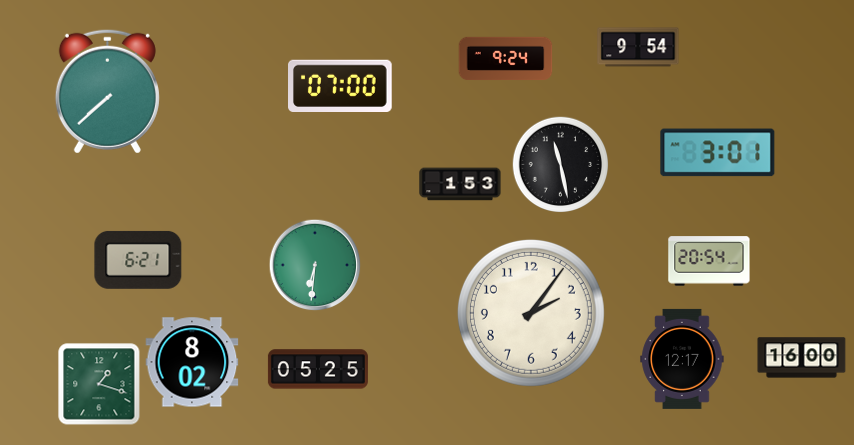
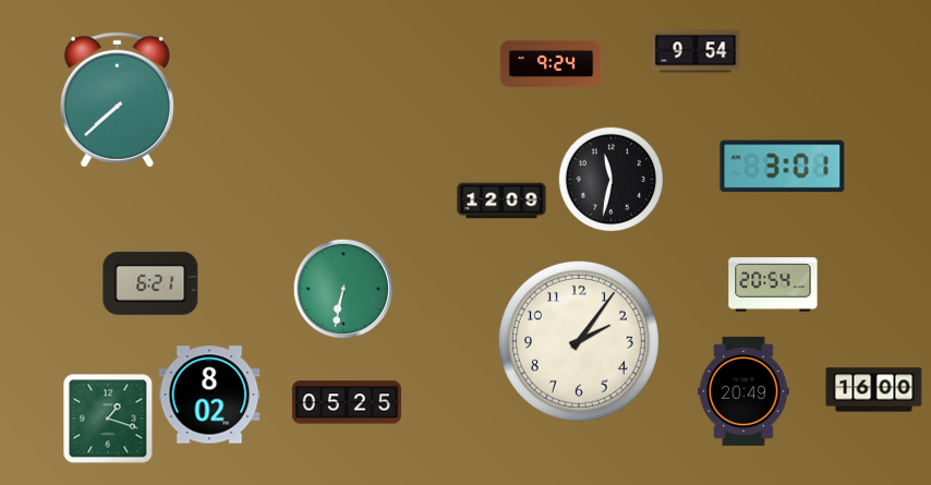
clock at (341, 85): 07:00 -> none
clock at (561, 165): 11:28 -> 11:32
clock at (460, 184): 1:53 -> 12:09
clock at (315, 265): 6:31 -> 6:32
clock at (682, 359): 12:17 -> 20:49
